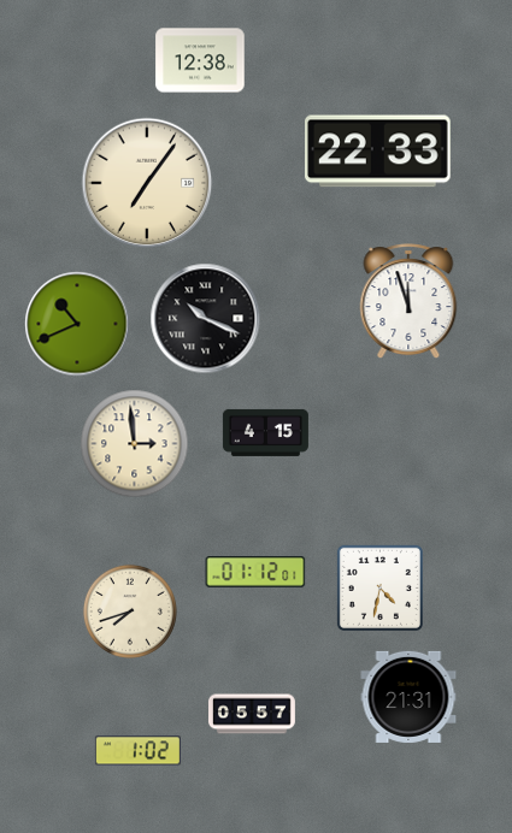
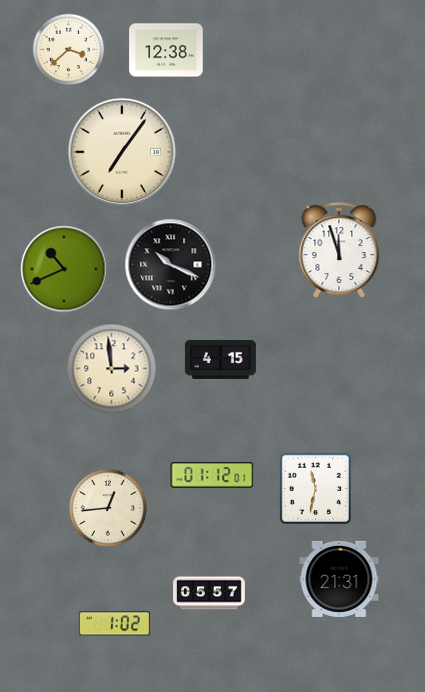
clock at (69, 50): none -> 3:38
clock at (378, 152): 22:33 -> none
clock at (379, 587): 4:32 -> 11:32
clock at (130, 612): 7:42 -> 12:44
